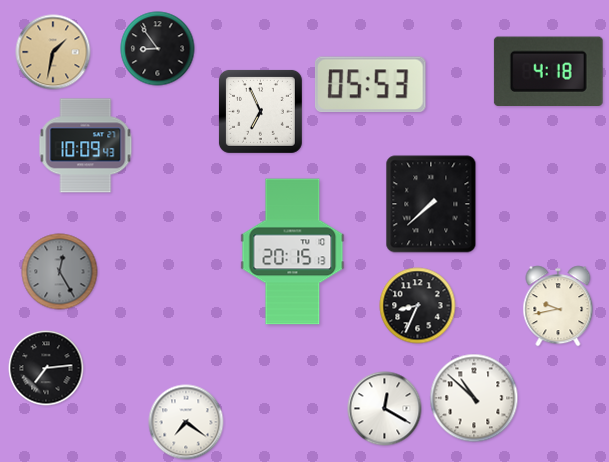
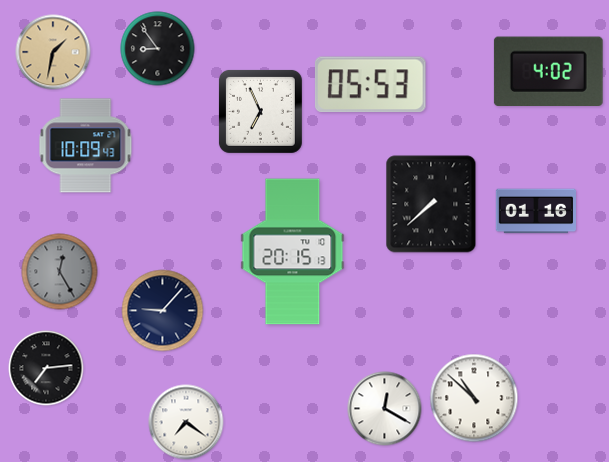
clock at (548, 71): 4:18 -> 4:02
clock at (535, 211): none -> 01:16
clock at (418, 306): 8:34 -> none
clock at (558, 306): 9:43 -> none
clock at (163, 311): none -> 9:07
